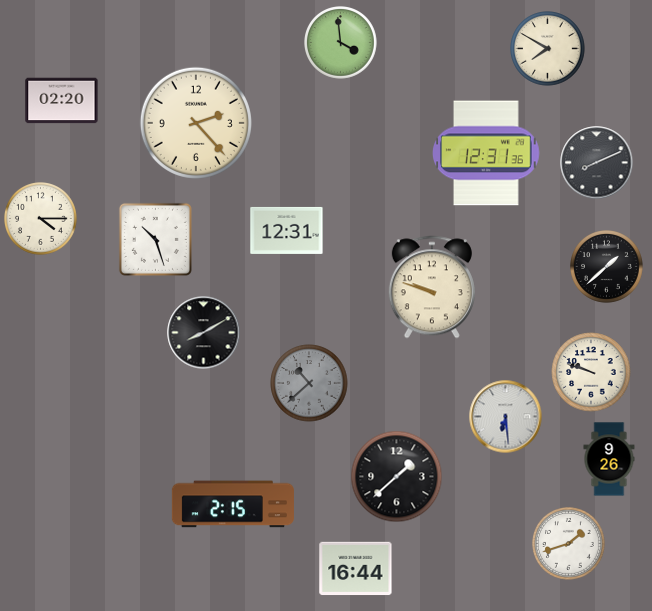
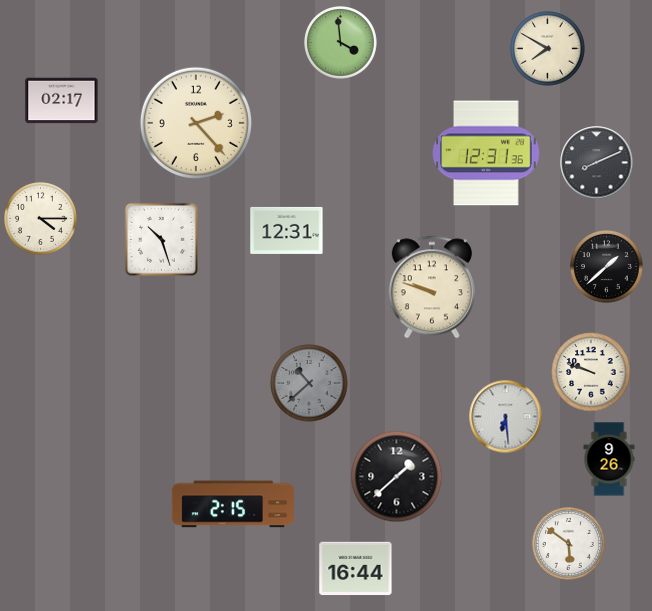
clock at (62, 101): 02:20 -> 02:17
clock at (155, 239) position: (155, 239) -> (161, 239)
clock at (204, 333): 8:10 -> none
clock at (569, 544): 1:42 -> 5:51
